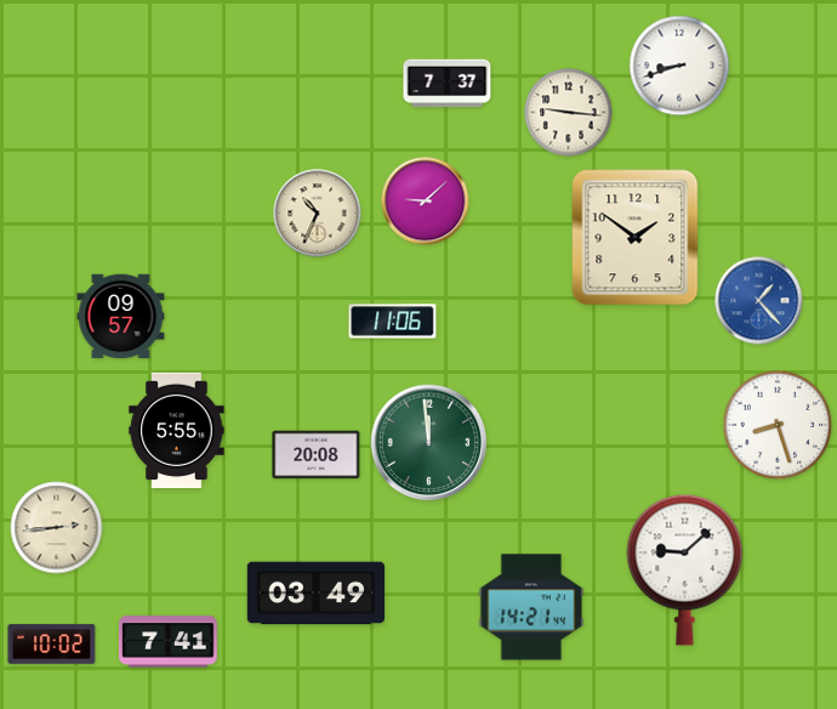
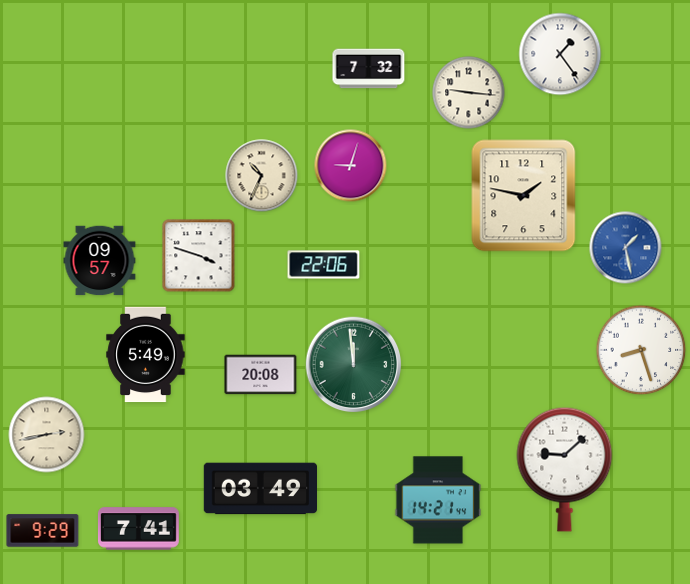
clock at (679, 66): 8:42 -> 1:24
clock at (448, 84): 7:37 -> 7:32
clock at (426, 202): 9:08 -> 9:03
clock at (636, 238): 1:51 -> 1:47
clock at (759, 301): 1:23 -> 1:28
clock at (199, 256): none -> 3:48
clock at (393, 322): 11:06 -> 22:06
clock at (177, 431): 5:55 -> 5:49
clock at (57, 528): 2:44 -> 2:43
clock at (52, 645): 10:02 -> 9:29
